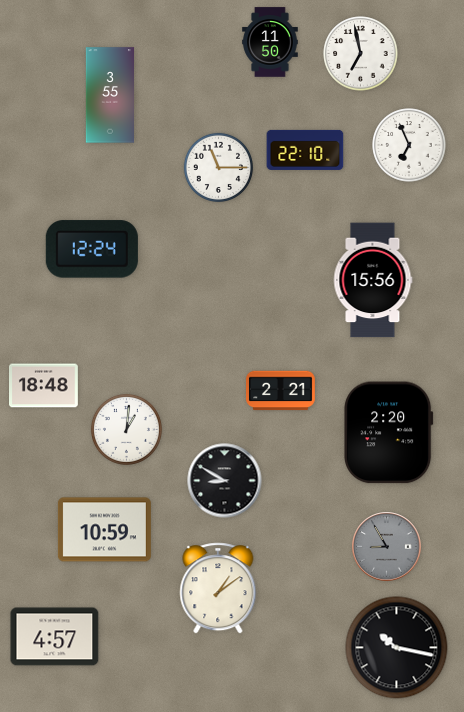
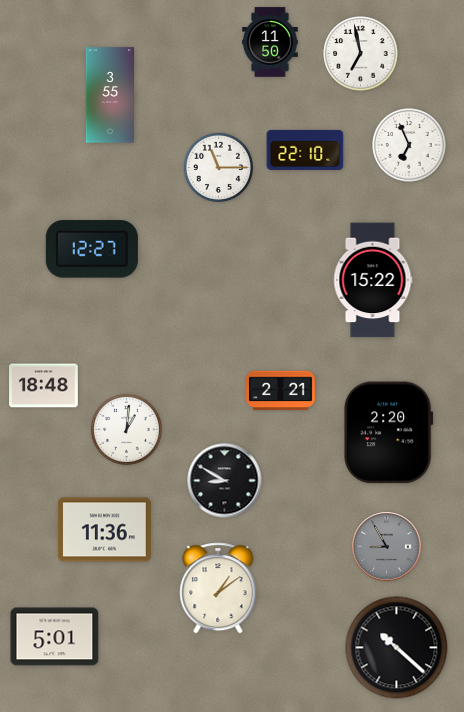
clock at (92, 249): 12:24 -> 12:27
clock at (373, 280): 15:56 -> 15:22
clock at (104, 530): 10:59 -> 11:36
clock at (55, 637): 4:57 -> 5:01
clock at (397, 648): 10:17 -> 10:22
